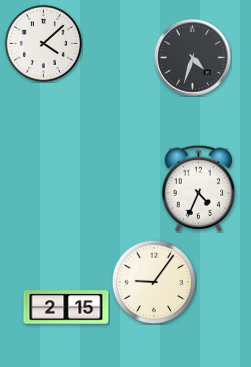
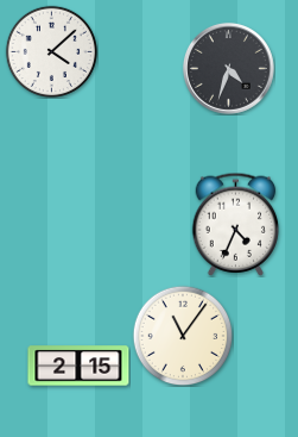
clock at (154, 282): 9:06 -> 11:06
